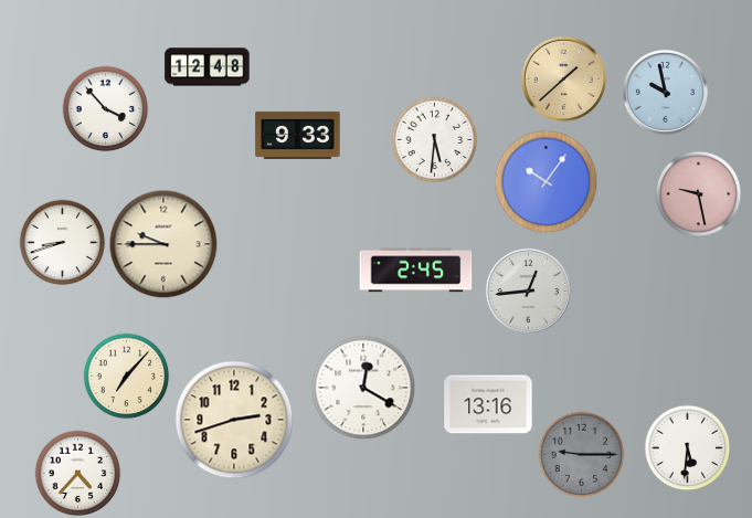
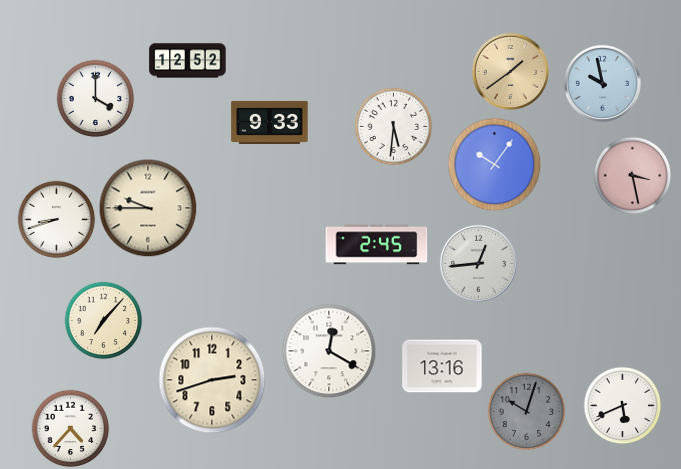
clock at (208, 67): 12:48 -> 12:52
clock at (563, 78): 1:38 -> 1:39
clock at (105, 108): 3:53 -> 4:00
clock at (698, 193): 9:28 -> 3:28
clock at (163, 244) position: (163, 244) -> (148, 208)
clock at (126, 376) position: (126, 376) -> (103, 320)
clock at (687, 447): 5:31 -> 5:41
clock at (581, 454): 9:15 -> 10:03
